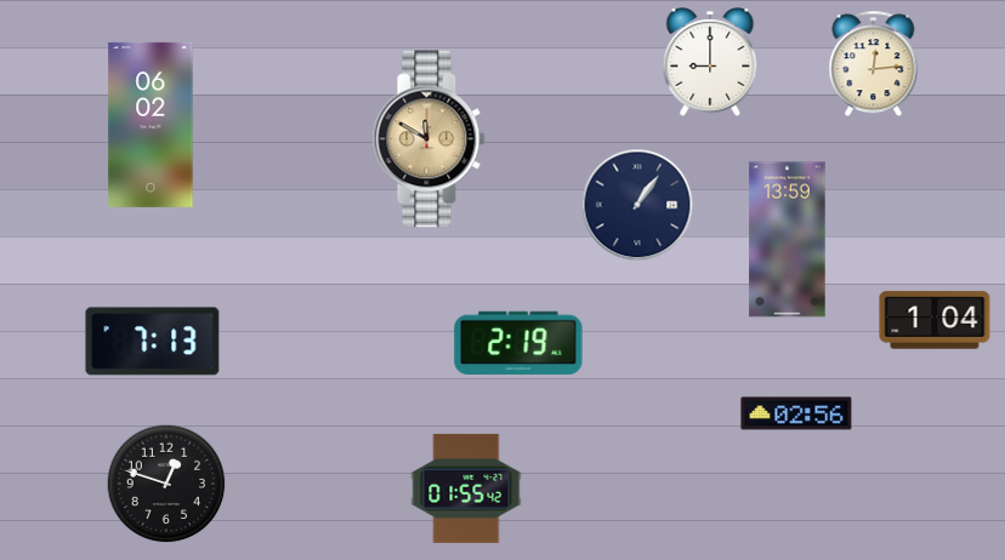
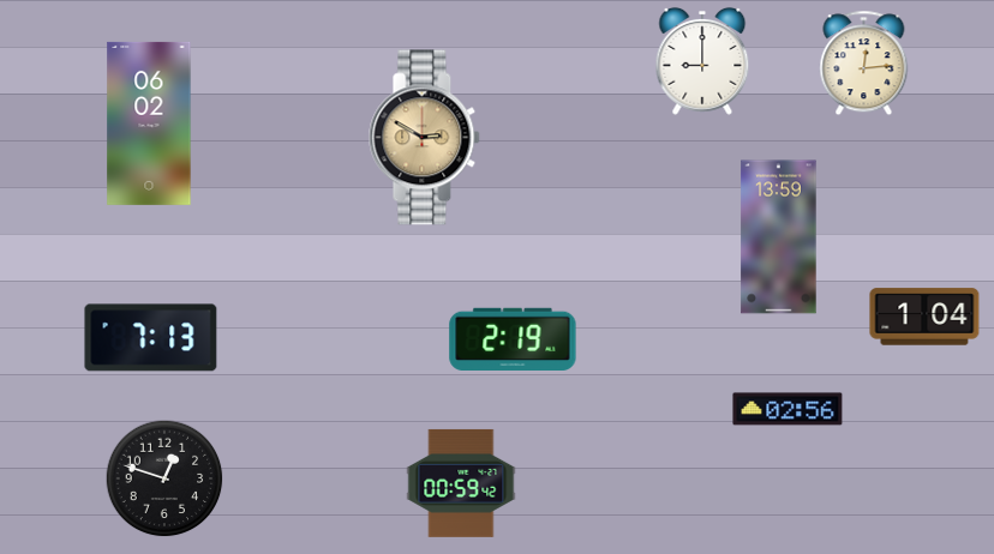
clock at (430, 139): 11:50 -> 2:50
clock at (637, 205): 1:06 -> none
clock at (466, 488): 01:55 -> 00:59
